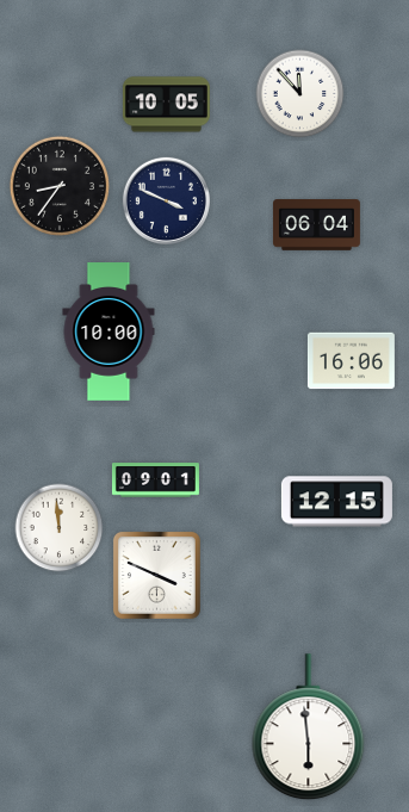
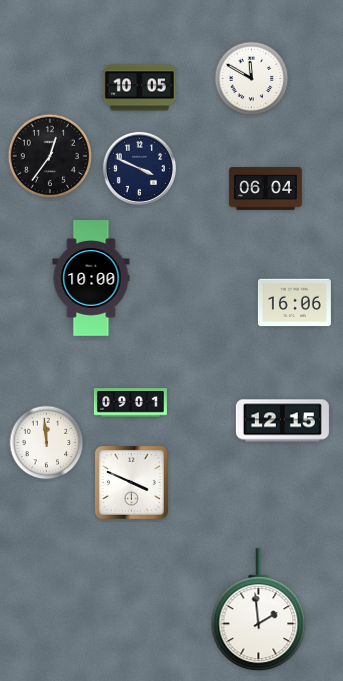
clock at (300, 94): 11:53 -> 11:50
clock at (60, 186): 8:36 -> 12:36
clock at (60, 528) position: (60, 528) -> (47, 443)
clock at (309, 727): 5:59 -> 1:59
